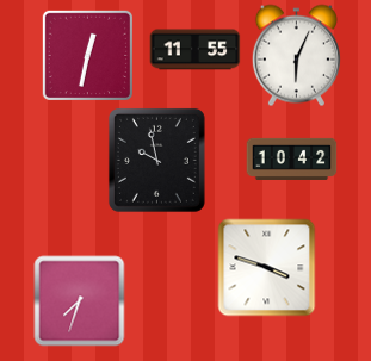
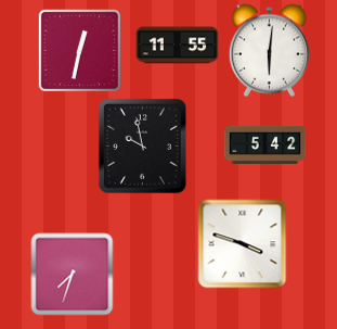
clock at (296, 56): 6:04 -> 6:01
clock at (292, 158): 10:42 -> 5:42
